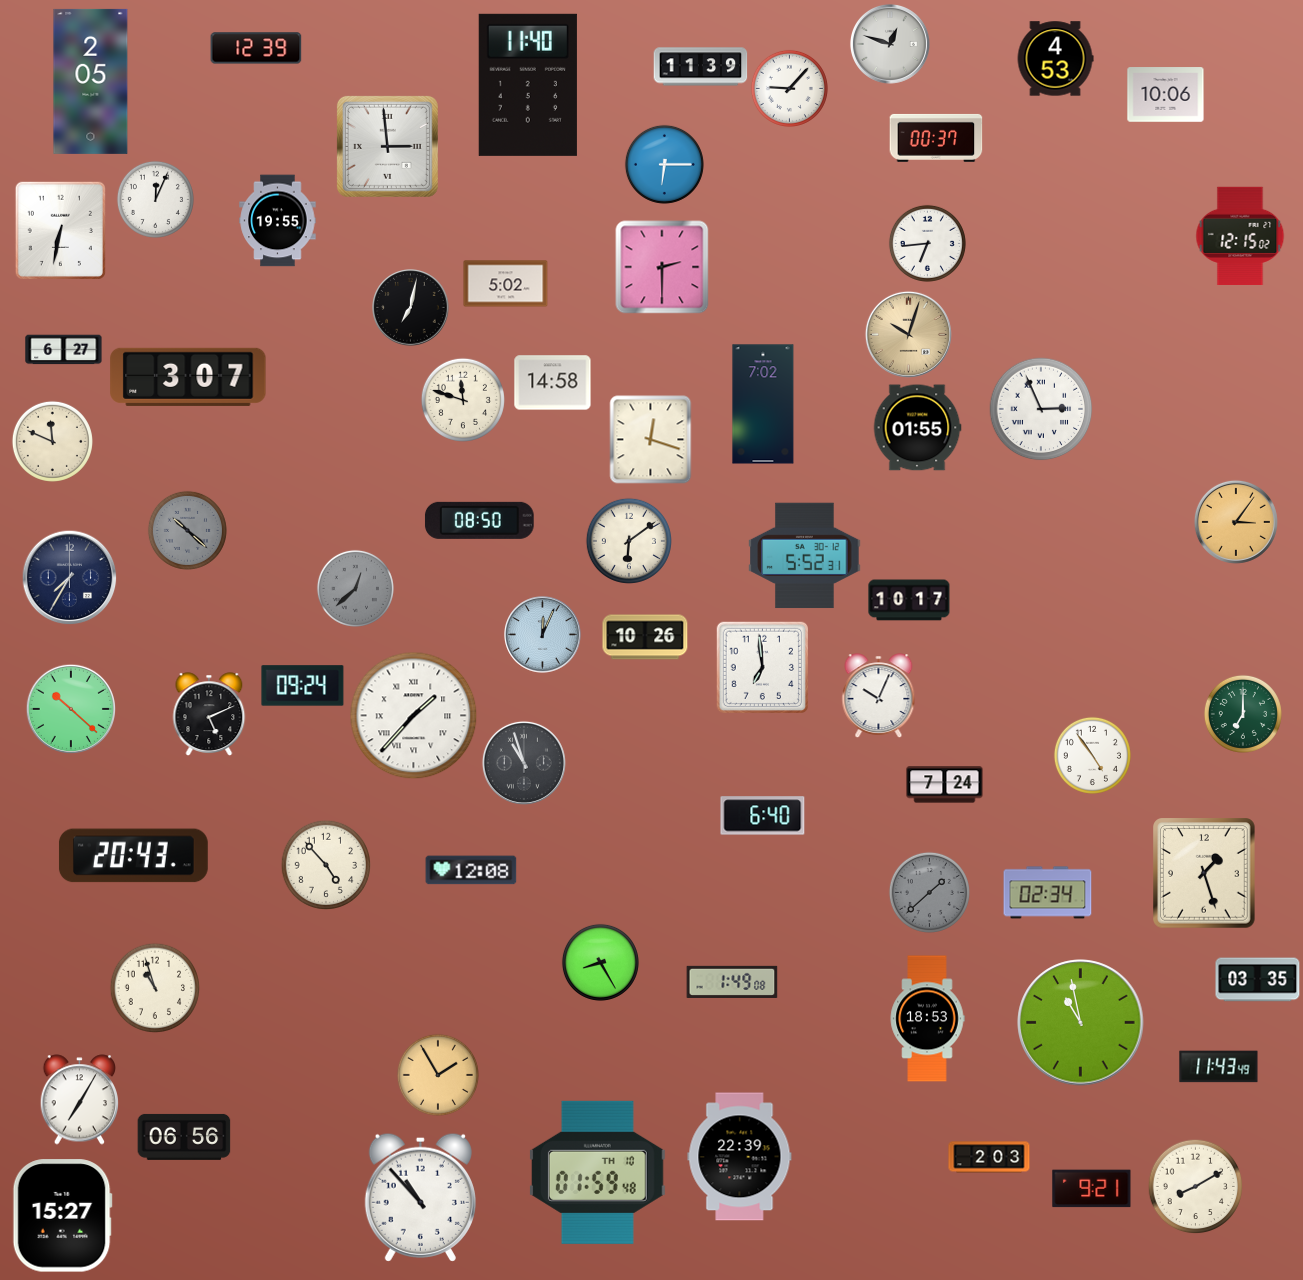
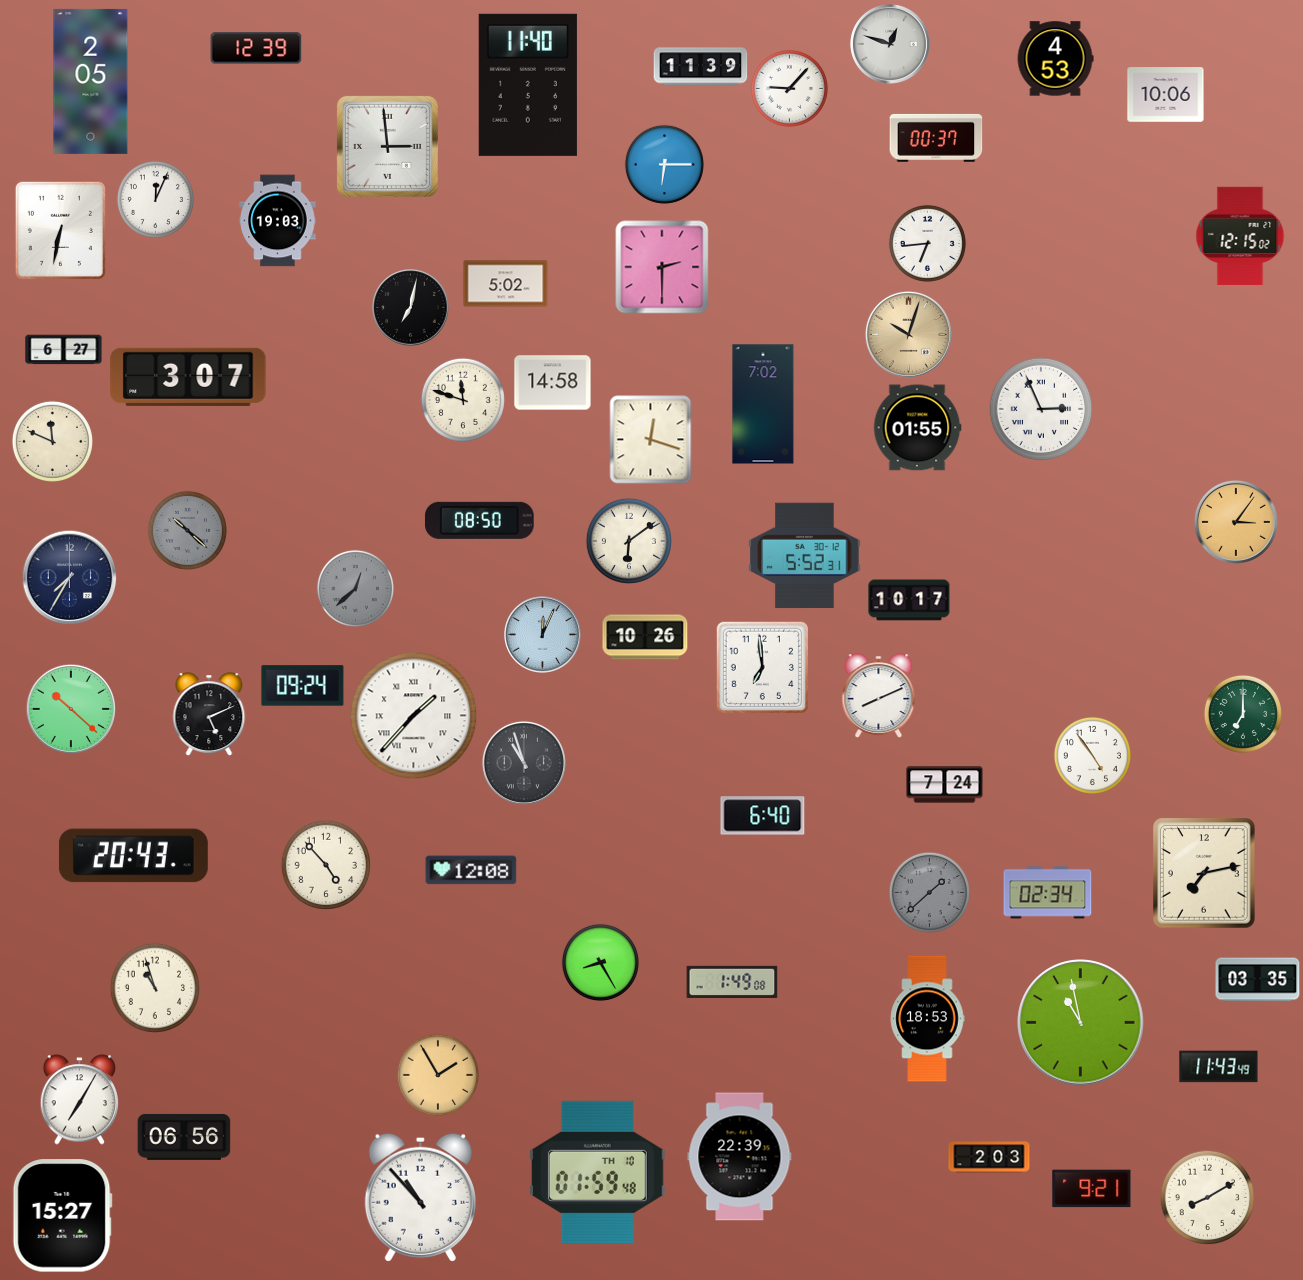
clock at (278, 221): 19:55 -> 19:03
clock at (879, 696): 10:04 -> 8:11
clock at (1205, 873): 1:27 -> 7:13
clock at (1195, 1186) position: (1195, 1186) -> (1207, 1197)
